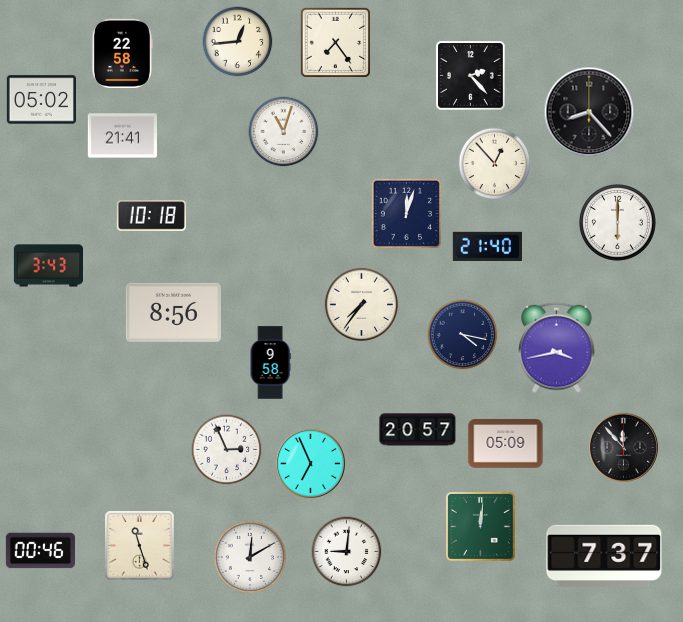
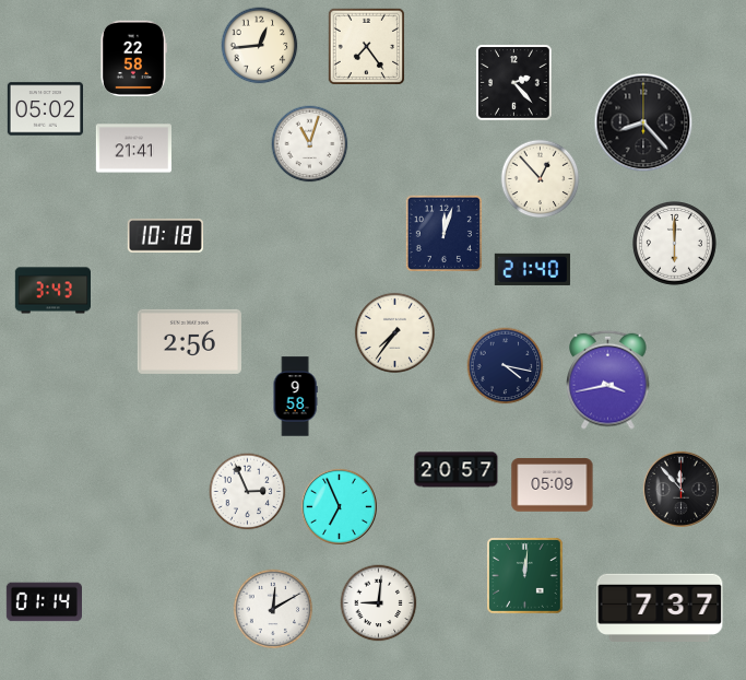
clock at (173, 312): 8:56 -> 2:56
clock at (140, 546): 11:27 -> none
clock at (40, 551): 00:46 -> 01:14
